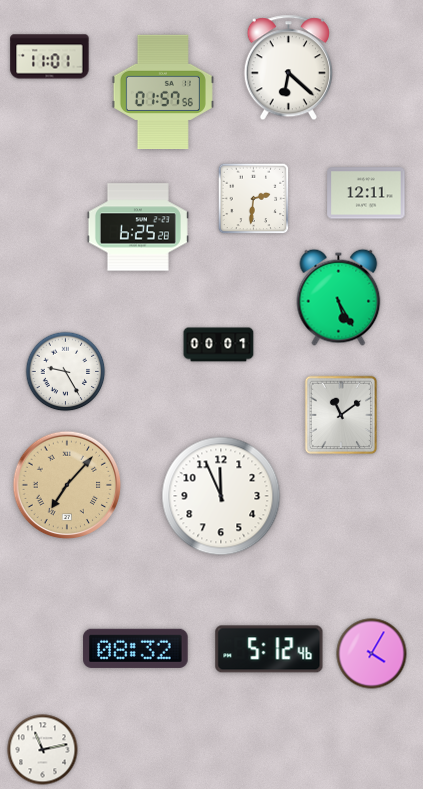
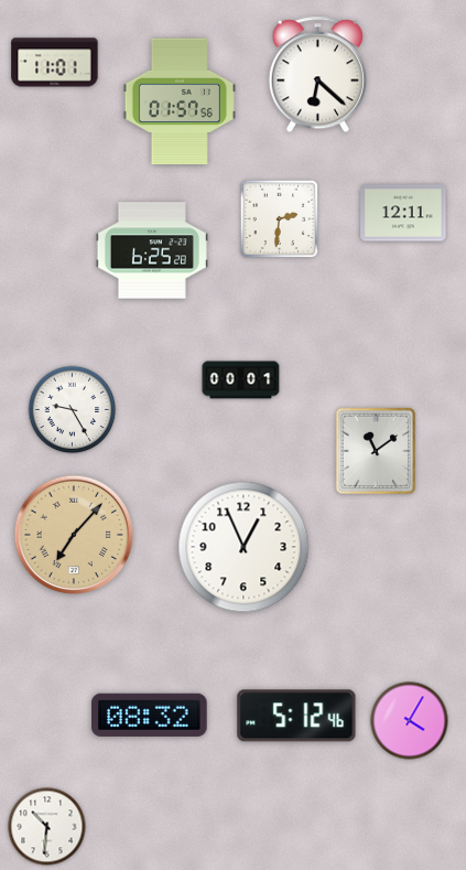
clock at (339, 297): 5:25 -> none
clock at (341, 415) position: (341, 415) -> (376, 451)
clock at (221, 496): 11:56 -> 12:56
clock at (43, 750): 11:13 -> 10:31
